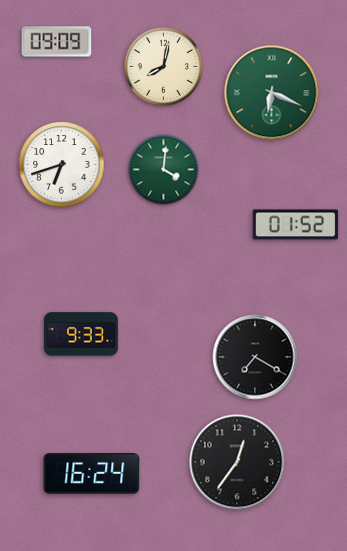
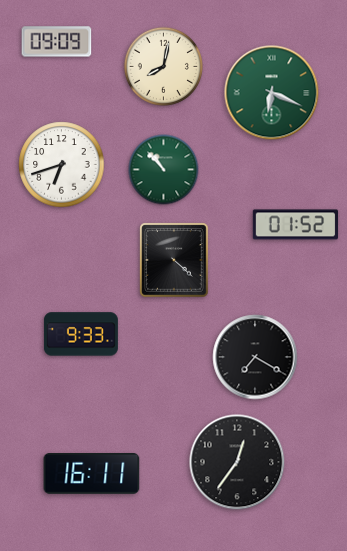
clock at (164, 170): 4:01 -> 10:53
clock at (174, 260): none -> 4:22
clock at (92, 474): 16:24 -> 16:11
